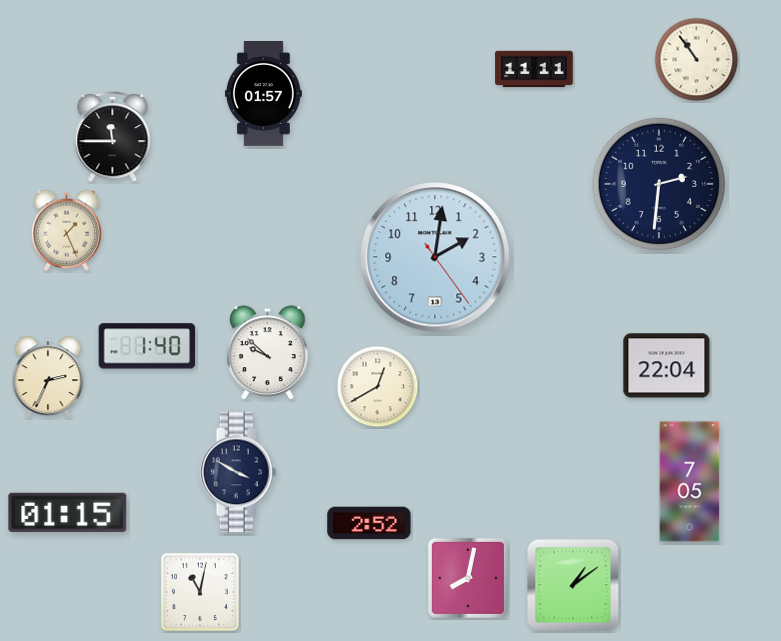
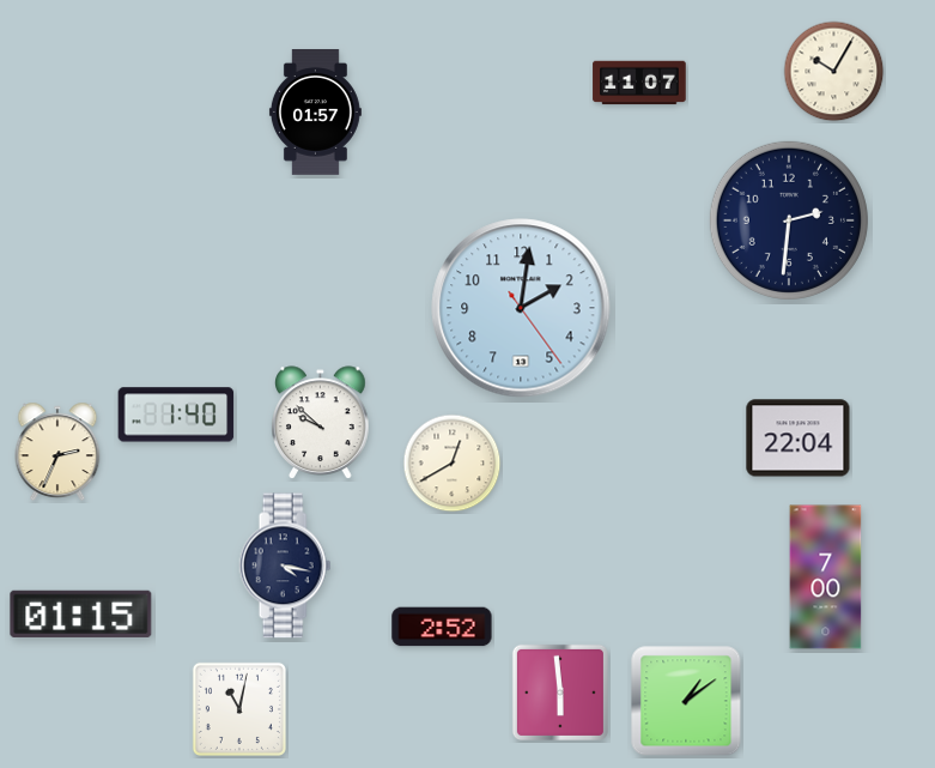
clock at (697, 60): 10:54 -> 10:05
clock at (534, 69): 11:11 -> 11:07
clock at (113, 136): 11:45 -> none
clock at (67, 230): 1:26 -> none
clock at (238, 472): 3:50 -> 4:17
clock at (690, 482): 7:05 -> 7:00
clock at (468, 578): 8:02 -> 5:59
